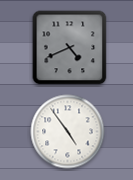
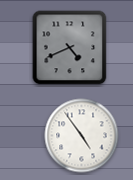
clock at (68, 132) position: (68, 132) -> (82, 136)
